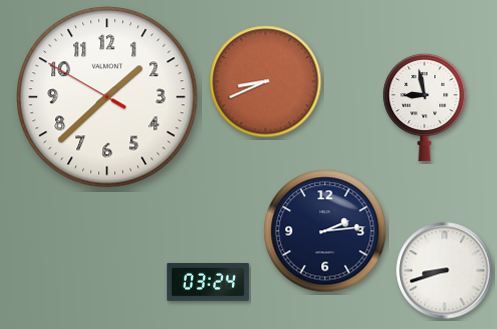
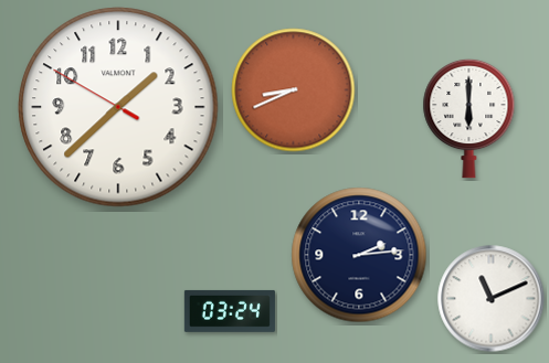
clock at (425, 107): 8:58 -> 6:00
clock at (445, 271): 8:42 -> 11:11
